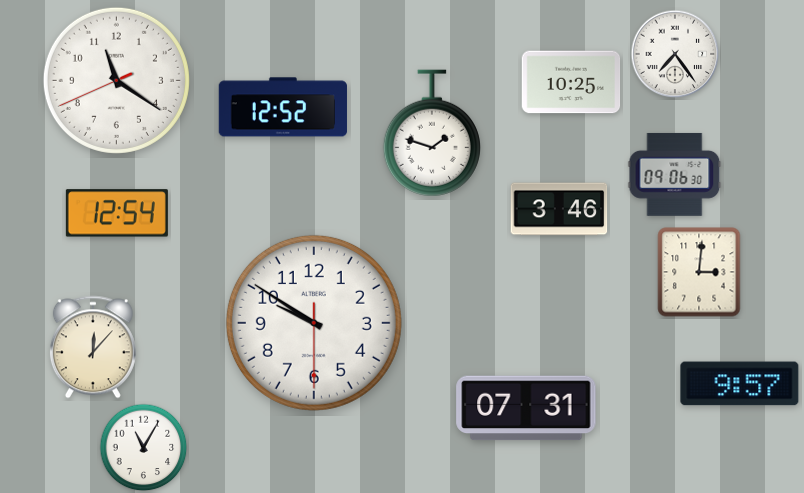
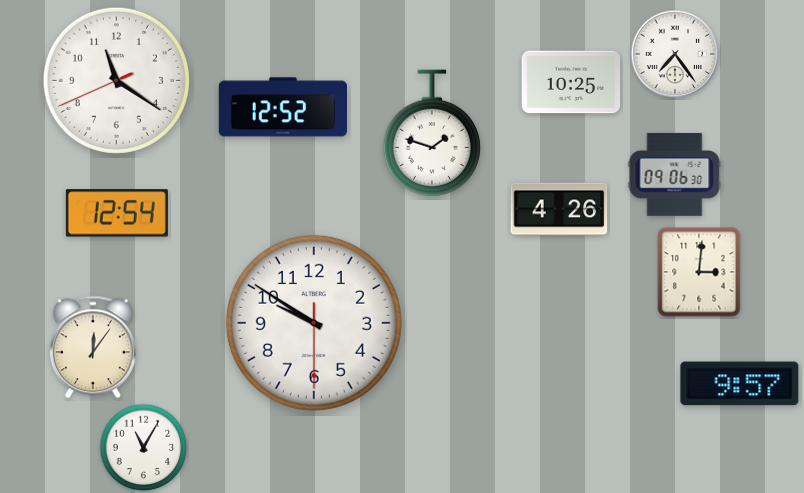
clock at (559, 209): 3:46 -> 4:26
clock at (93, 347): 12:07 -> 12:06
clock at (526, 408): 07:31 -> none
